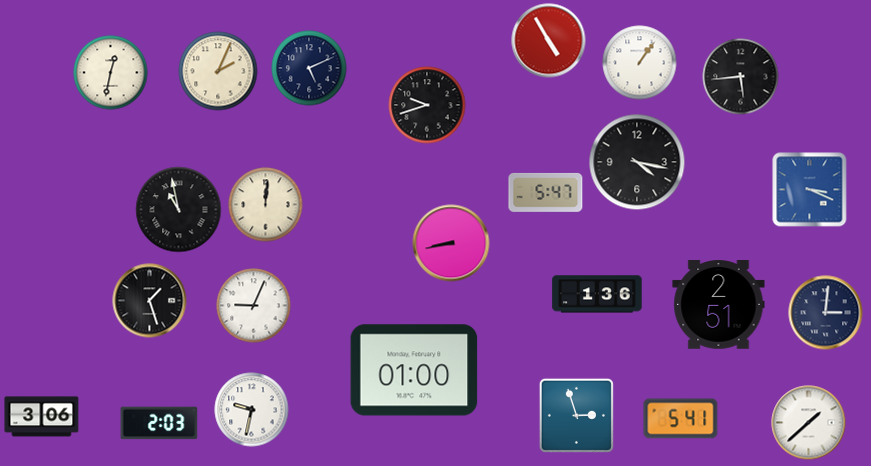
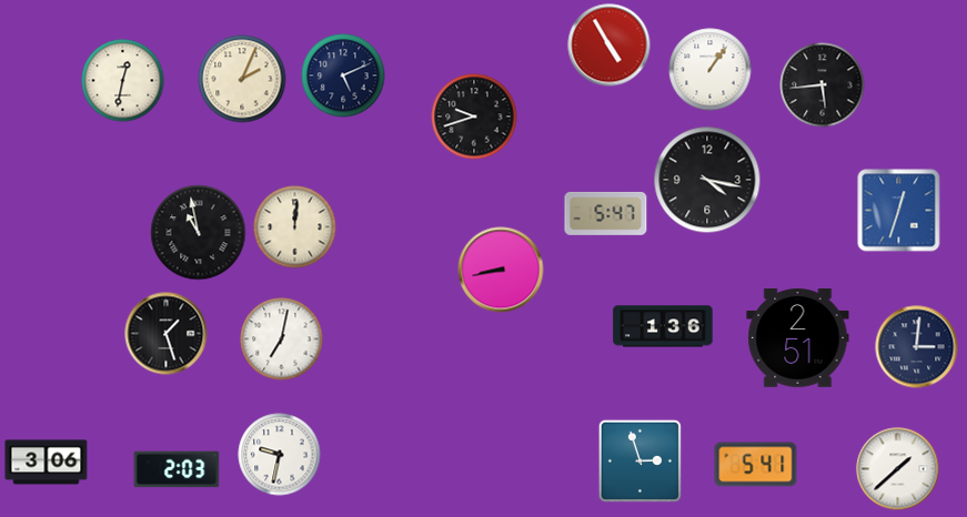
clock at (810, 190): 3:19 -> 12:33
clock at (254, 306): 9:04 -> 7:02
clock at (414, 370): 01:00 -> none
